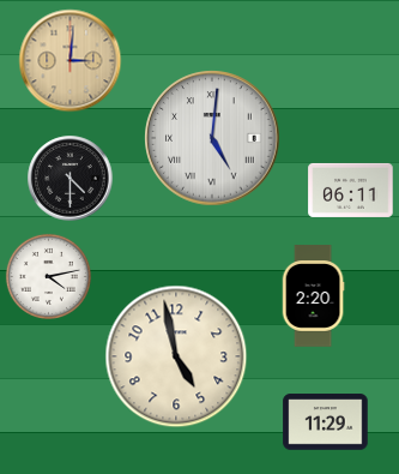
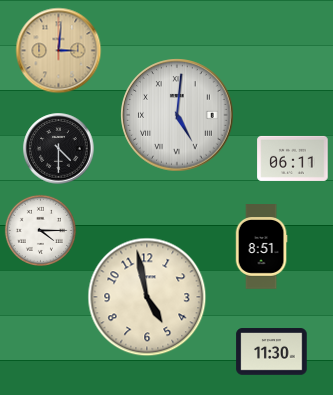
clock at (48, 276): 4:13 -> 4:15
clock at (313, 296): 2:20 -> 8:51
clock at (326, 422): 11:29 -> 11:30
